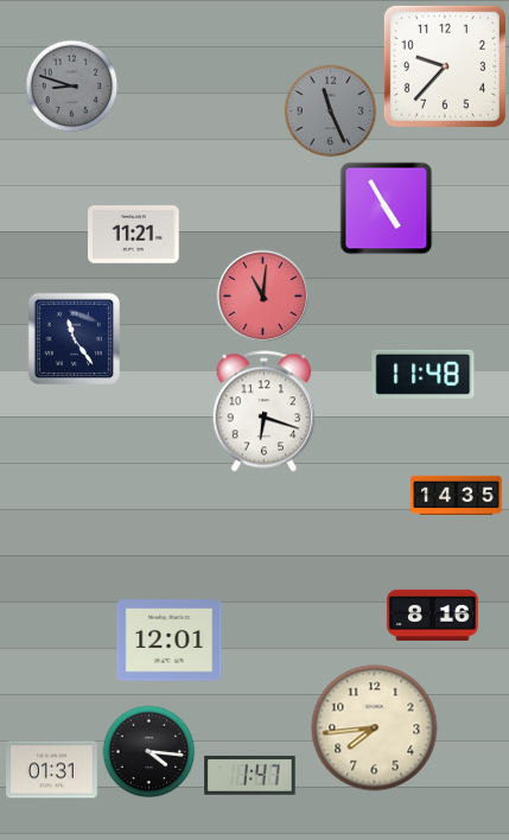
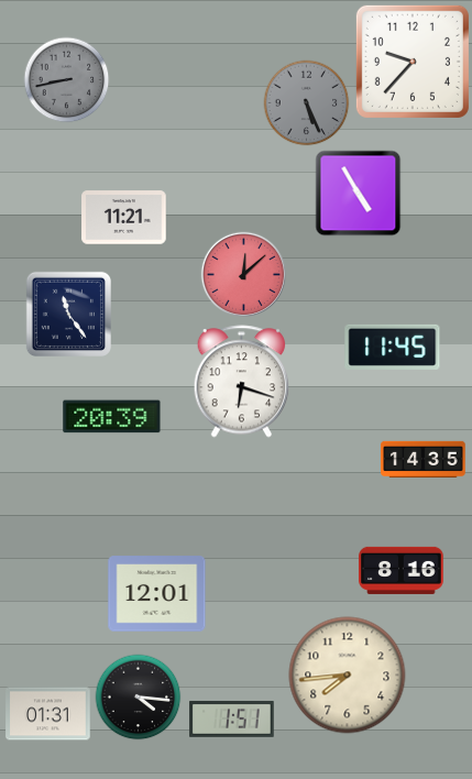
clock at (71, 85): 8:48 -> 8:43
clock at (330, 110): 11:26 -> 5:26
clock at (262, 295): 11:01 -> 12:08
clock at (424, 374): 11:48 -> 11:45
clock at (265, 412) position: (265, 412) -> (242, 382)
clock at (112, 417): none -> 20:39
clock at (250, 775): 1:47 -> 1:51
